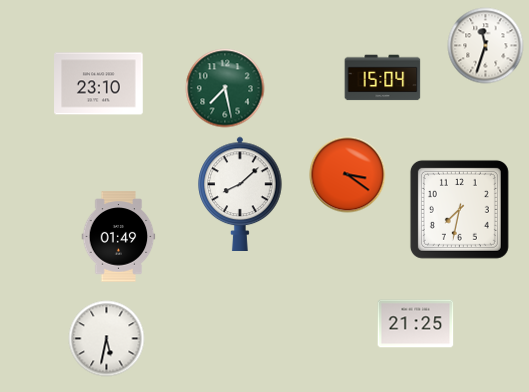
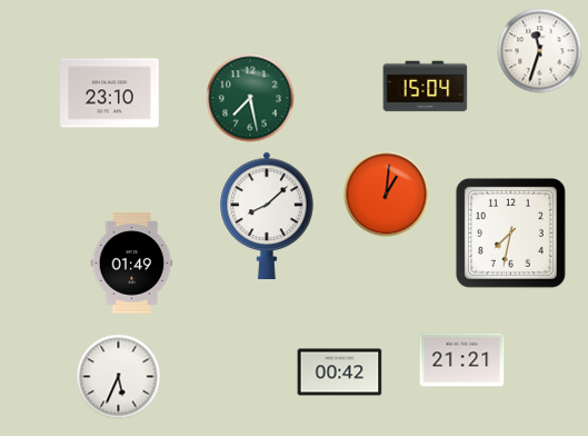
clock at (348, 175): 3:21 -> 1:01
clock at (416, 324): 21:25 -> 21:21
clock at (340, 373): none -> 00:42
clock at (107, 339): 5:32 -> 5:34
